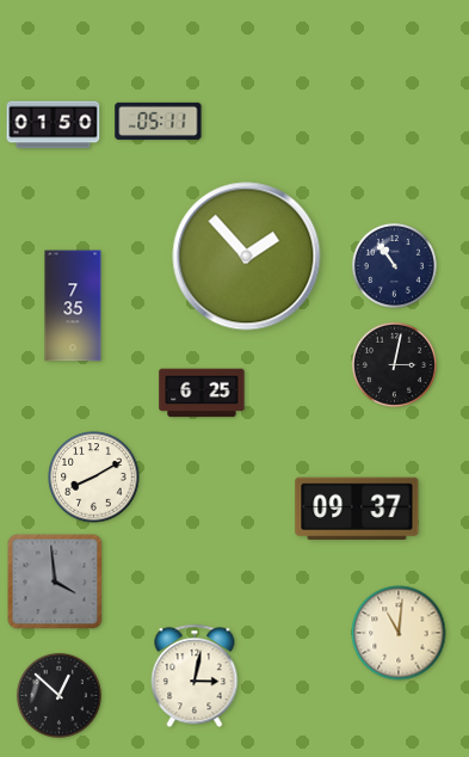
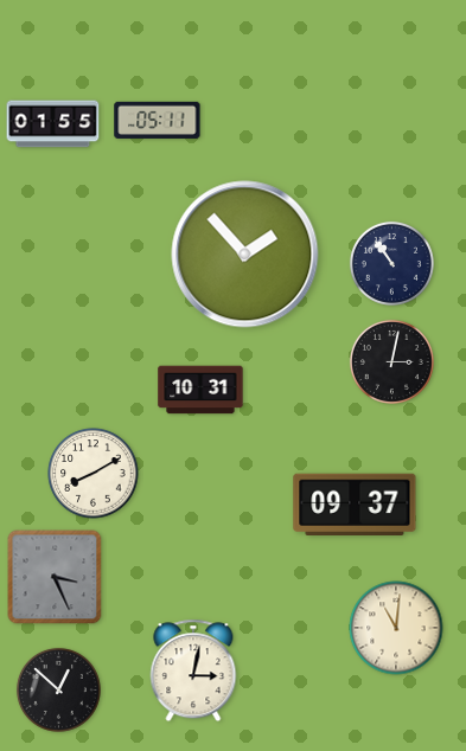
clock at (54, 125): 01:50 -> 01:55
clock at (73, 306): 7:35 -> none
clock at (202, 393): 6:25 -> 10:31
clock at (55, 581): 3:59 -> 3:26
